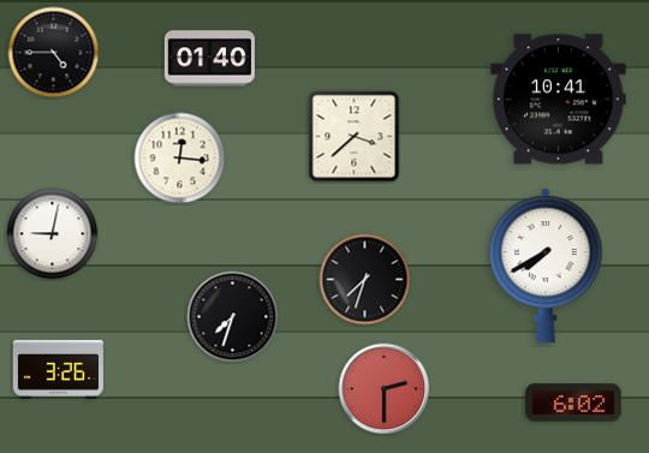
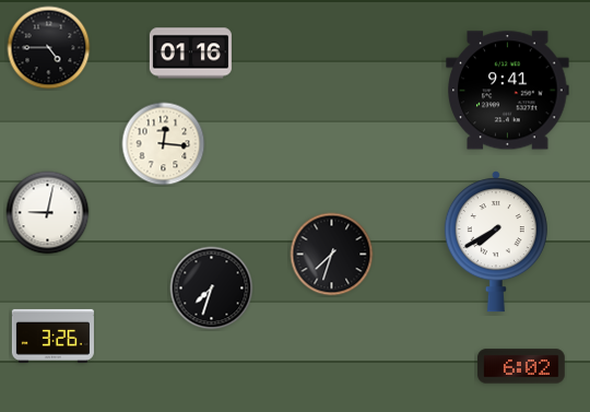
clock at (209, 59): 01:40 -> 01:16
clock at (559, 100): 10:41 -> 9:41
clock at (355, 137): 3:38 -> none
clock at (385, 389): 2:30 -> none
